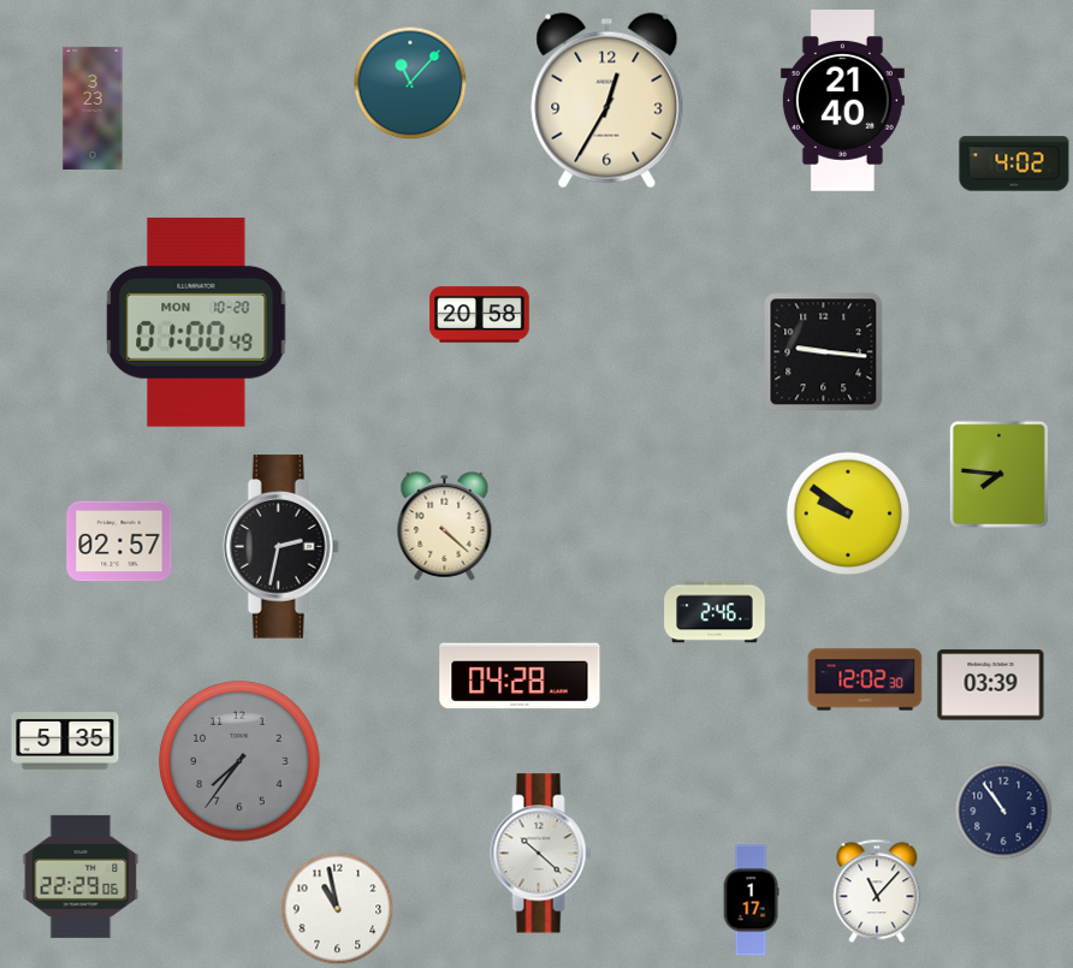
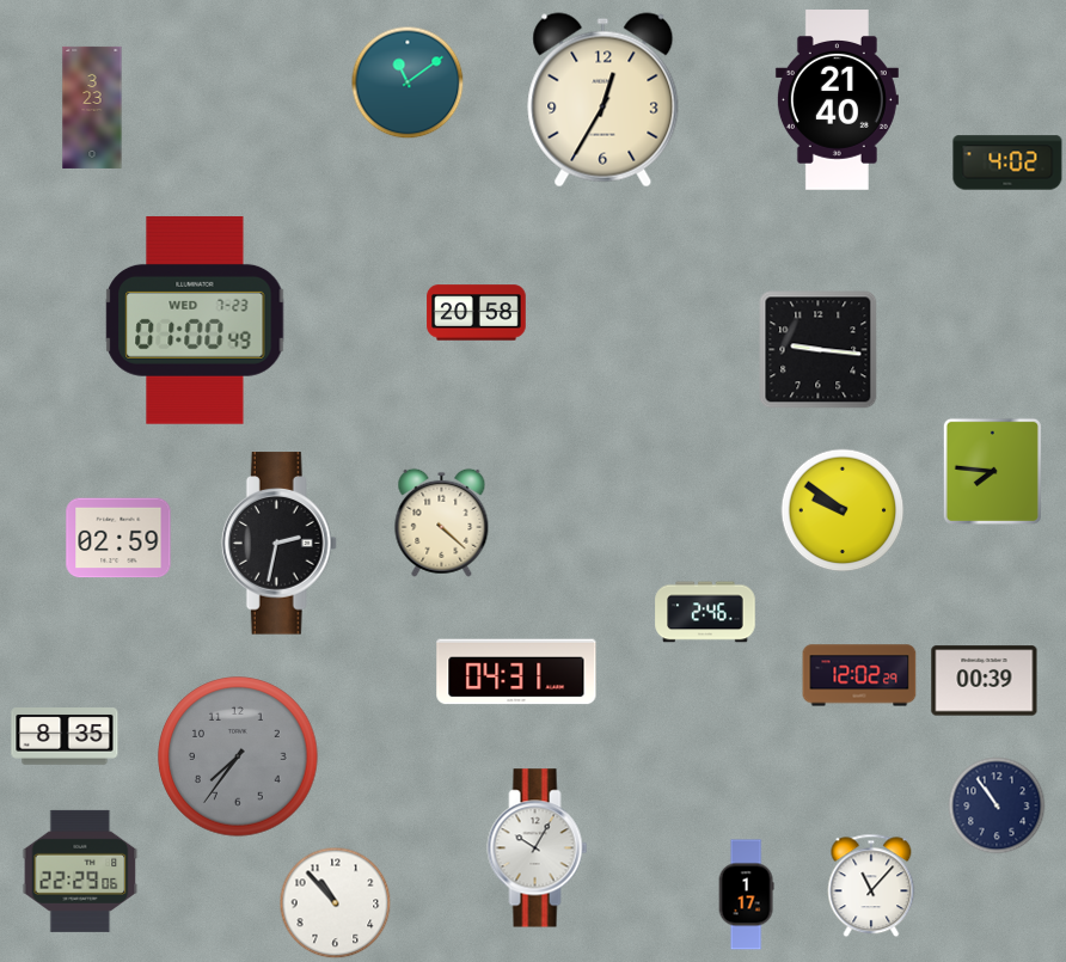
clock at (410, 83): 11:07 -> 11:09
clock at (196, 322) date: MON 10-20 -> WED 7-23
clock at (119, 541): 02:57 -> 02:59
clock at (715, 612) position: (715, 612) -> (705, 612)
clock at (520, 676): 04:28 -> 04:31
clock at (865, 679): 12:02:30 -> 12:02:29
clock at (991, 685): 03:39 -> 00:39
clock at (65, 741): 5:35 -> 8:35
clock at (541, 854): 10:22 -> 10:05
clock at (338, 909): 10:58 -> 10:53
